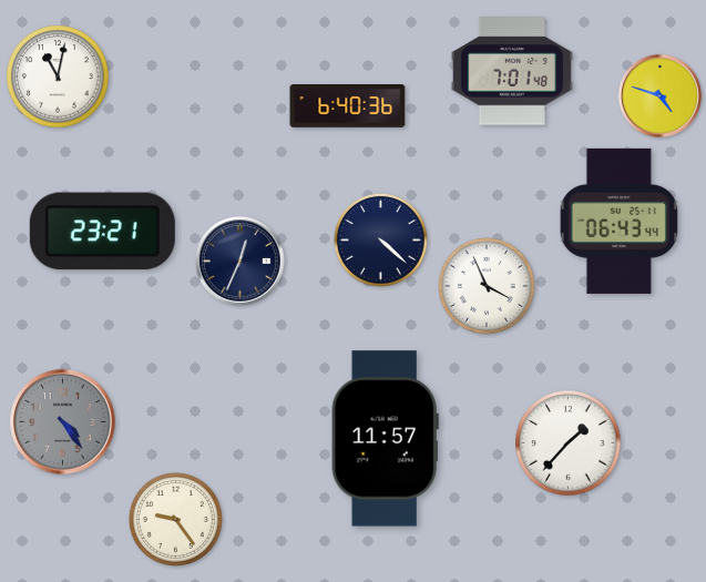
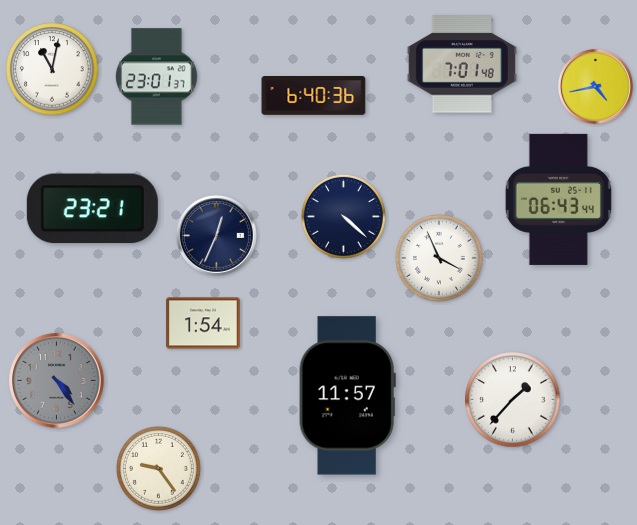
clock at (156, 77): none -> 23:01
clock at (659, 95): 4:48 -> 4:43
clock at (203, 323): none -> 1:54
